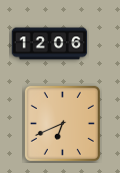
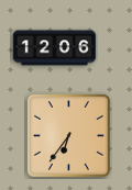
clock at (62, 123): 6:41 -> 6:36
